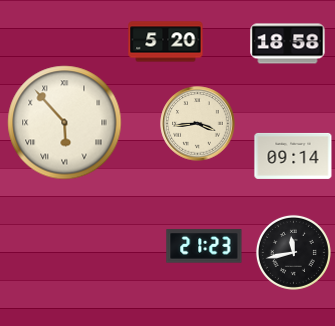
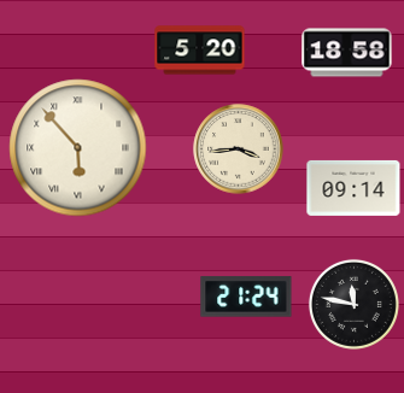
clock at (204, 246): 21:23 -> 21:24
clock at (293, 252): 11:43 -> 11:47
